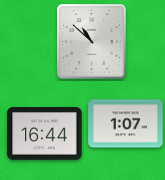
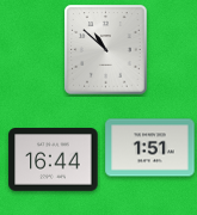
clock at (92, 42) position: (92, 42) -> (106, 50)
clock at (126, 124): 1:07 -> 1:51
